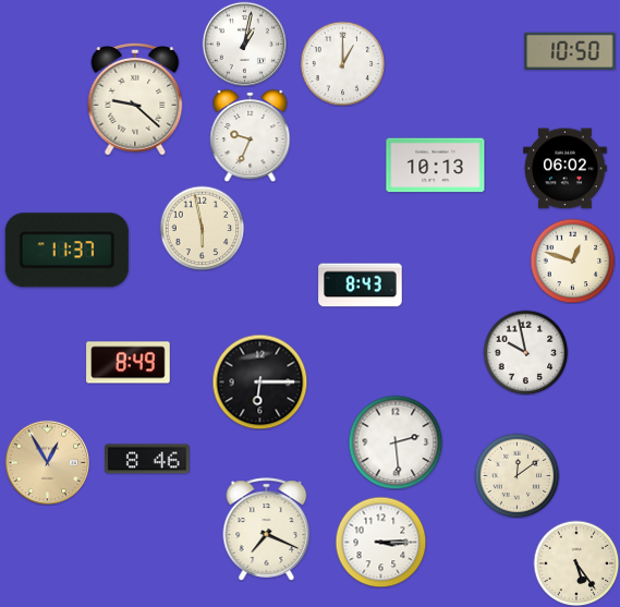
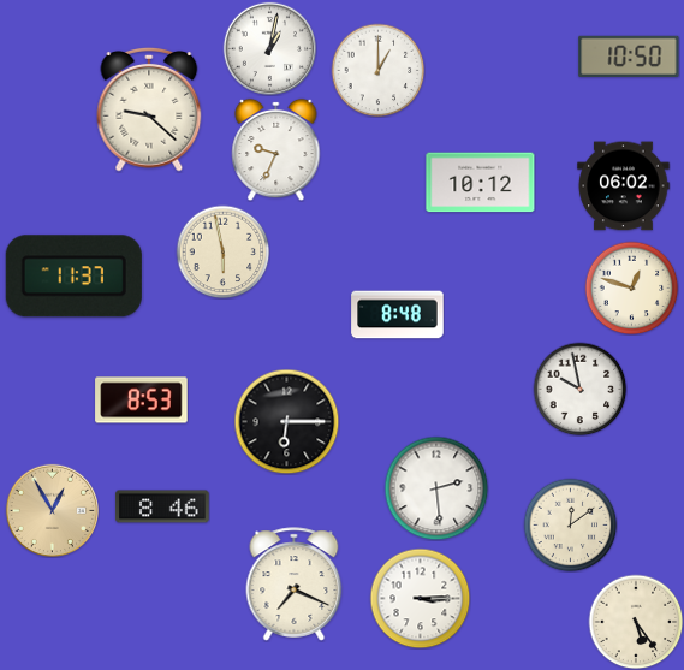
clock at (436, 166): 10:13 -> 10:12
clock at (361, 286): 8:43 -> 8:48
clock at (129, 363): 8:49 -> 8:53
